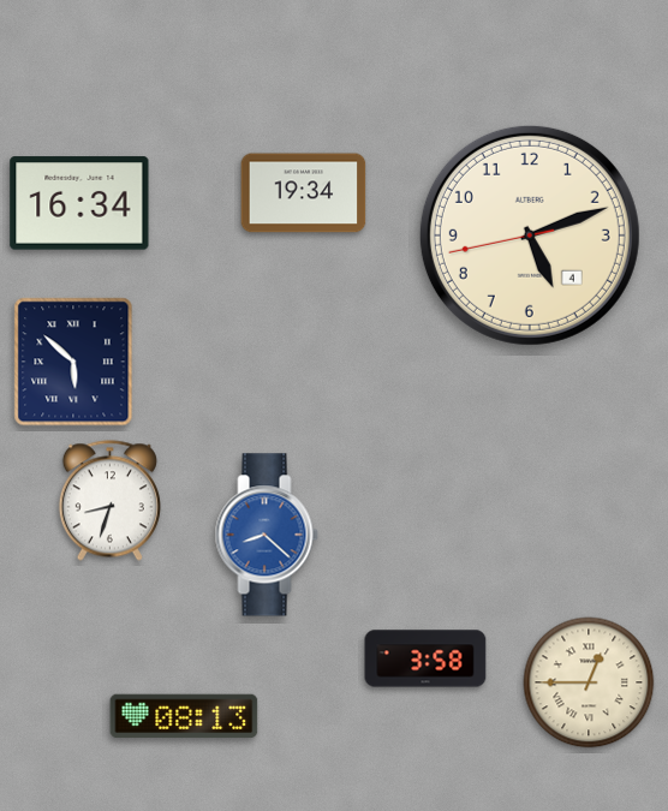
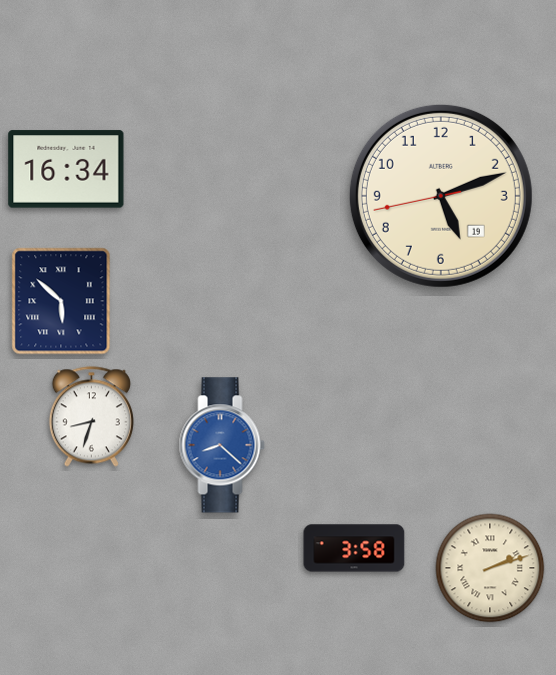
clock at (304, 193): 19:34 -> none
clock at (530, 235) date: 4 -> 19
clock at (589, 682): 12:45 -> 2:12
clock at (184, 716): 08:13 -> none
